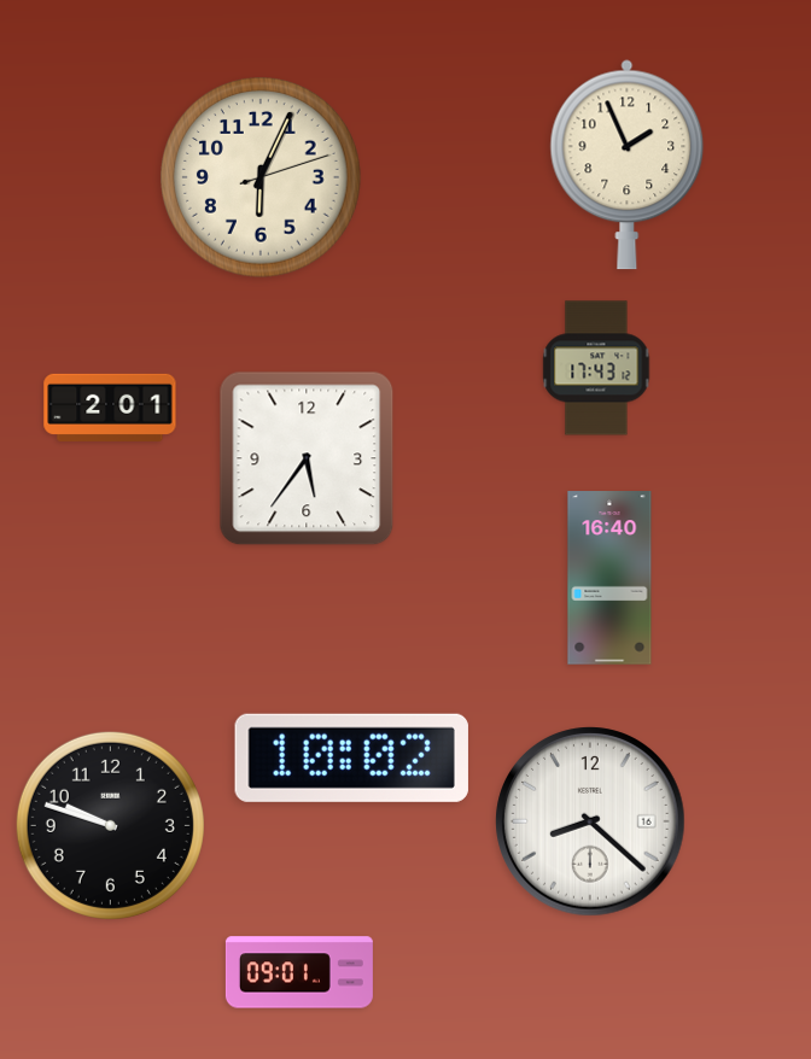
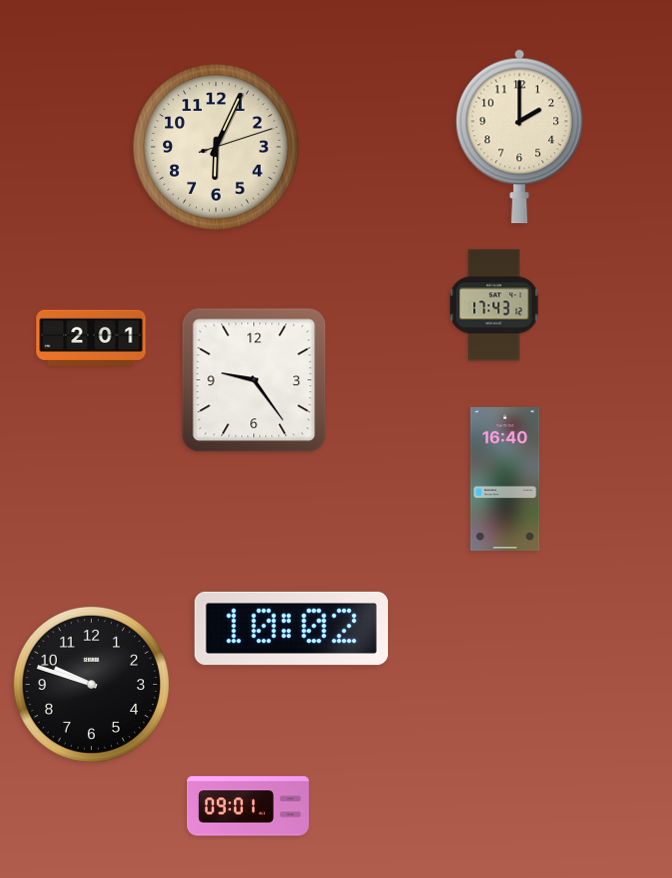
clock at (628, 165): 1:56 -> 2:00
clock at (307, 458): 5:36 -> 9:24
clock at (590, 821): 8:22 -> none
